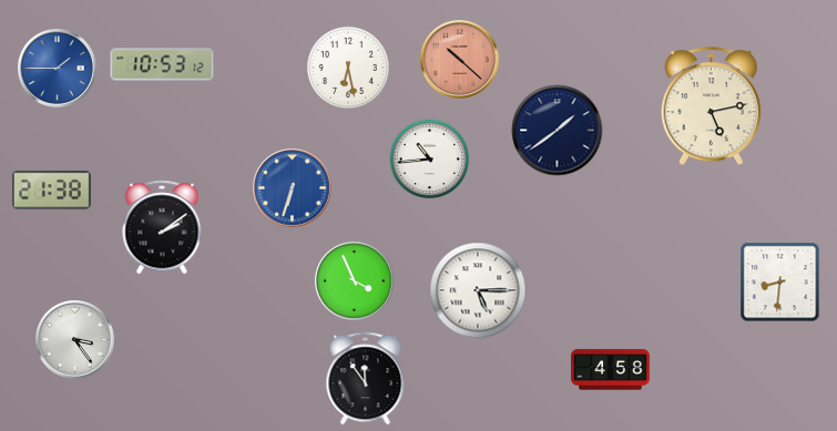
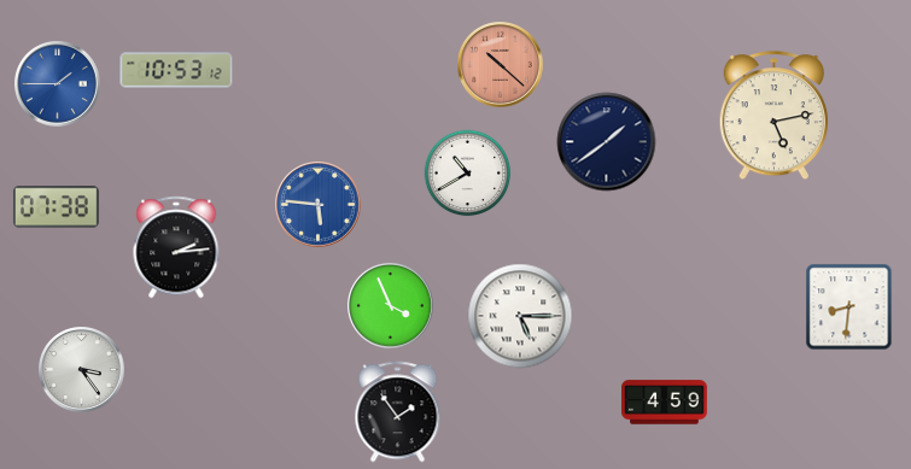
clock at (348, 68): 6:28 -> none
clock at (58, 69) position: (58, 69) -> (58, 84)
clock at (430, 160): 10:44 -> 10:40
clock at (293, 188): 6:33 -> 5:46
clock at (51, 191): 21:38 -> 07:38
clock at (162, 227): 2:09 -> 2:14
clock at (355, 281) position: (355, 281) -> (391, 306)
clock at (611, 370): 4:58 -> 4:59
clock at (366, 379): 11:54 -> 1:54
